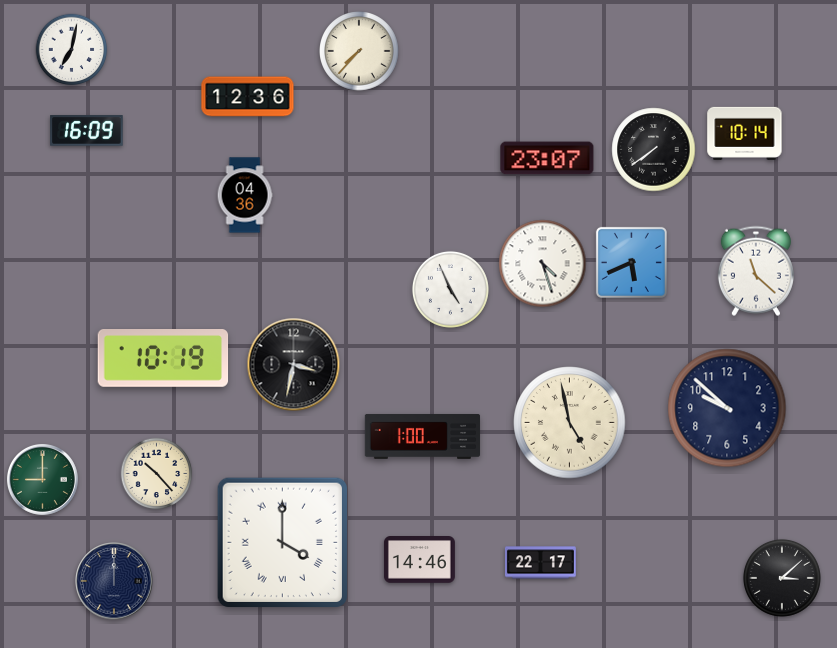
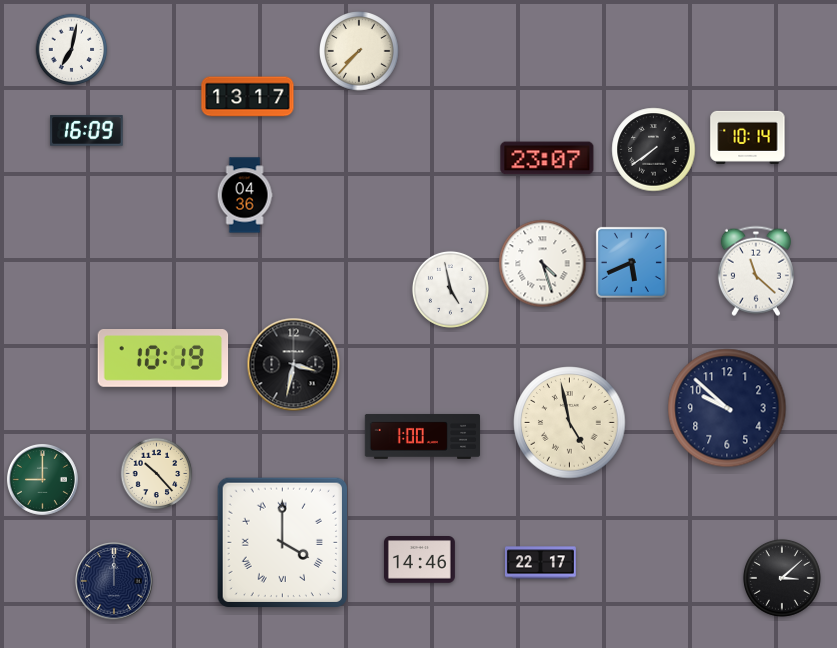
clock at (248, 97): 12:36 -> 13:17
clock at (745, 133) position: (745, 133) -> (748, 137)
clock at (450, 289): 4:56 -> 4:58
